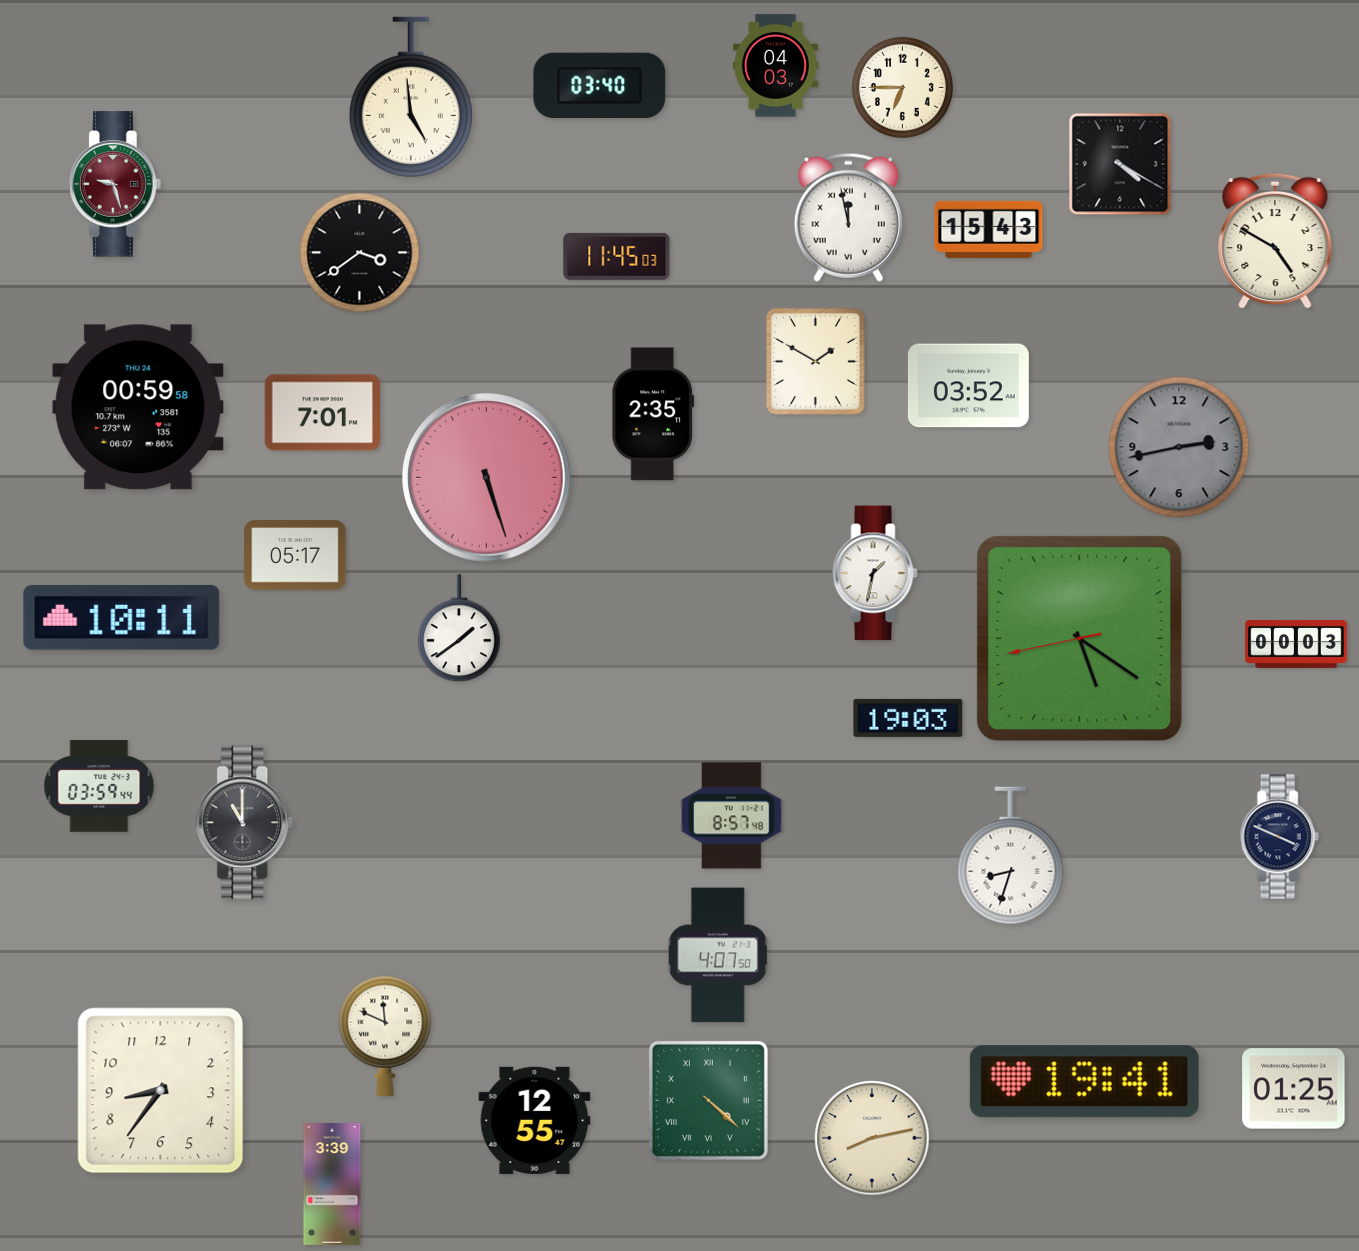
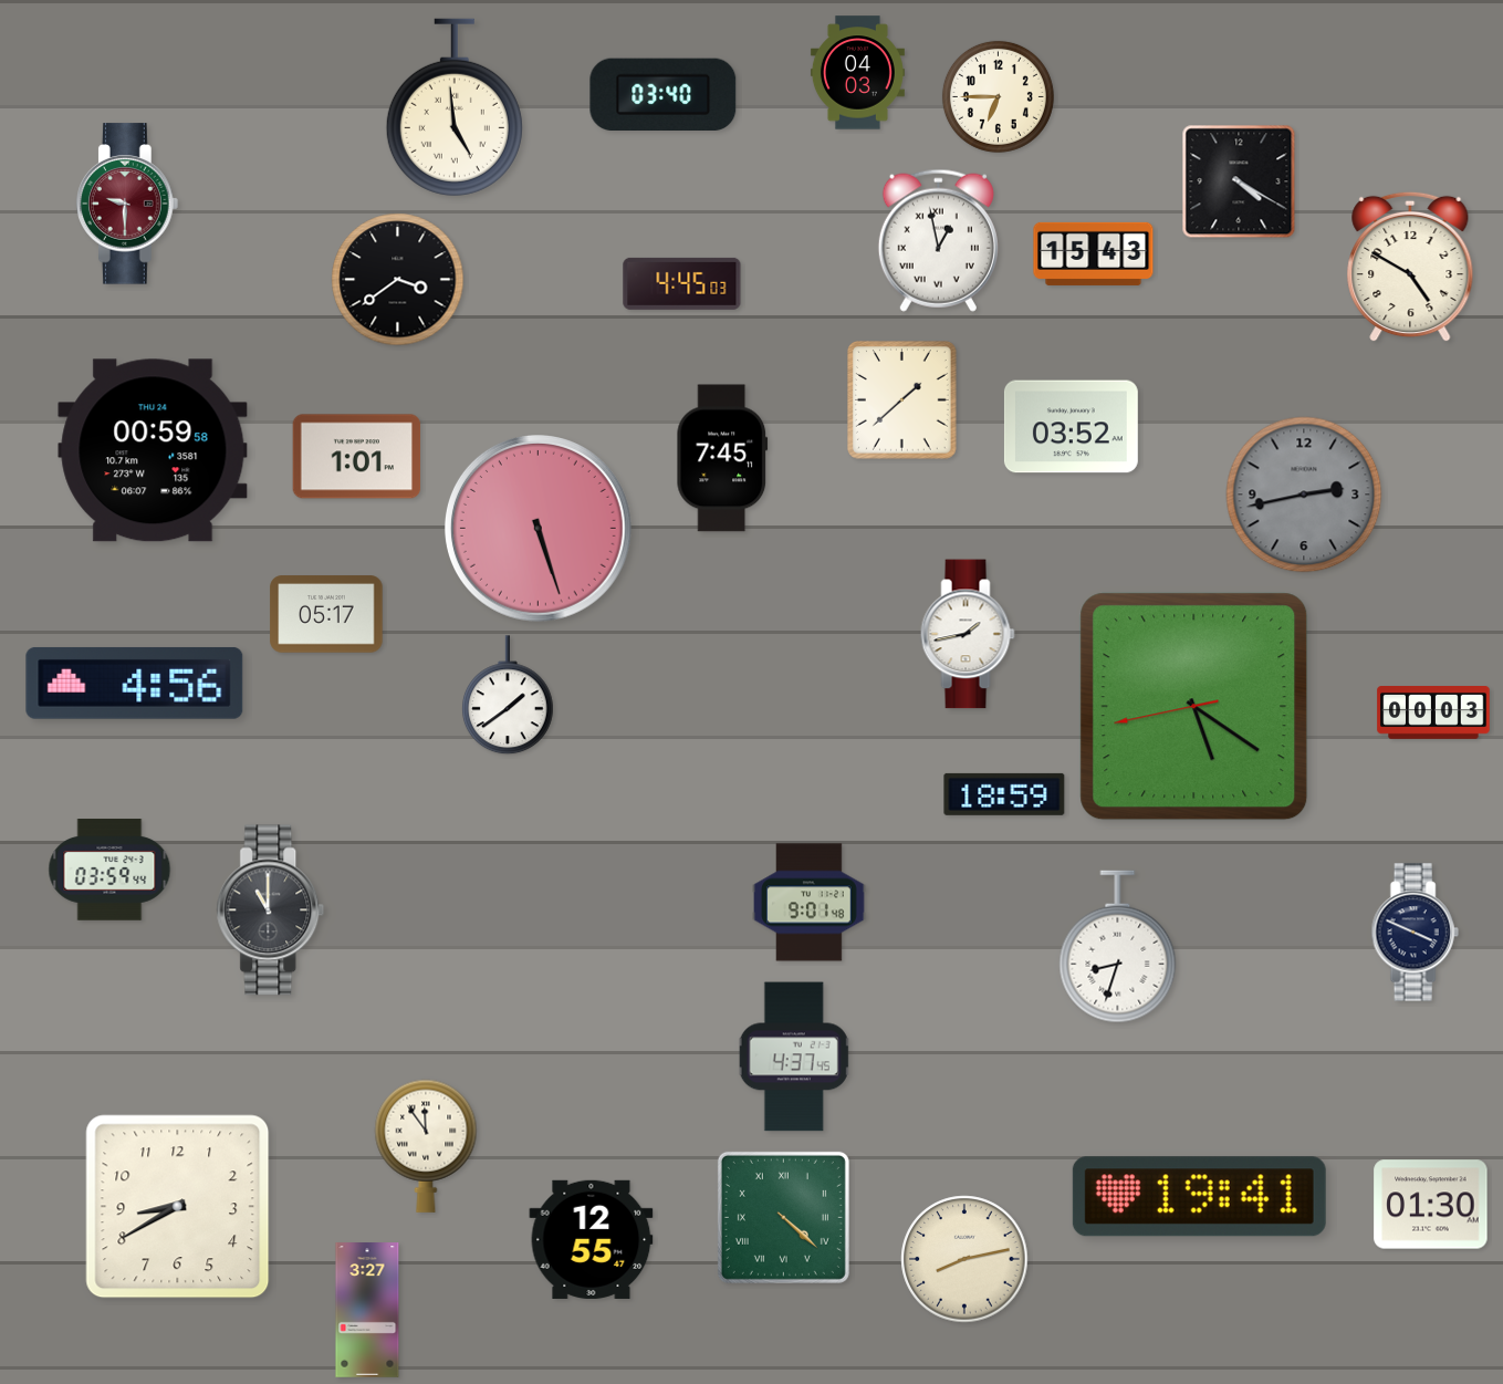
clock at (116, 184): 9:27 -> 9:30
clock at (848, 217): 11:58 -> 12:58
clock at (617, 256): 11:45 -> 4:45
clock at (816, 362): 1:50 -> 1:38
clock at (323, 413): 7:01 -> 1:01
clock at (653, 414): 2:35 -> 7:45
clock at (875, 573): 1:32 -> 1:43
clock at (122, 617): 10:11 -> 4:56
clock at (908, 718): 19:03 -> 18:59
clock at (732, 816): 8:57 -> 9:01
clock at (1279, 837) position: (1279, 837) -> (1415, 933)
clock at (718, 955): 4:07 -> 4:37
clock at (385, 1036): 11:49 -> 11:54
clock at (1294, 1089): 01:25 -> 01:30
clock at (161, 1091): 8:36 -> 8:40
clock at (332, 1184): 3:39 -> 3:27
